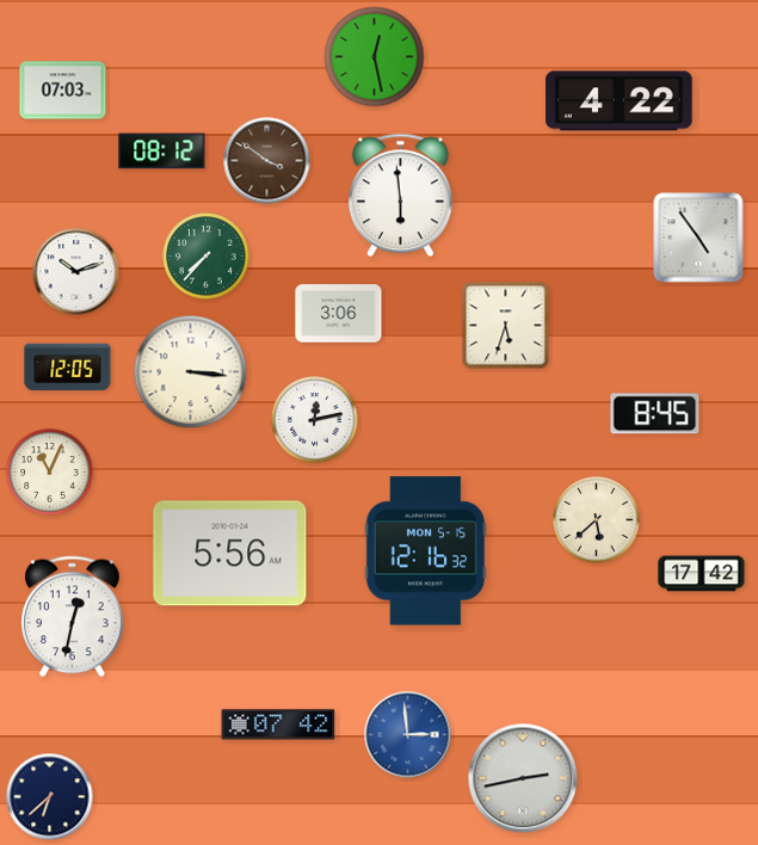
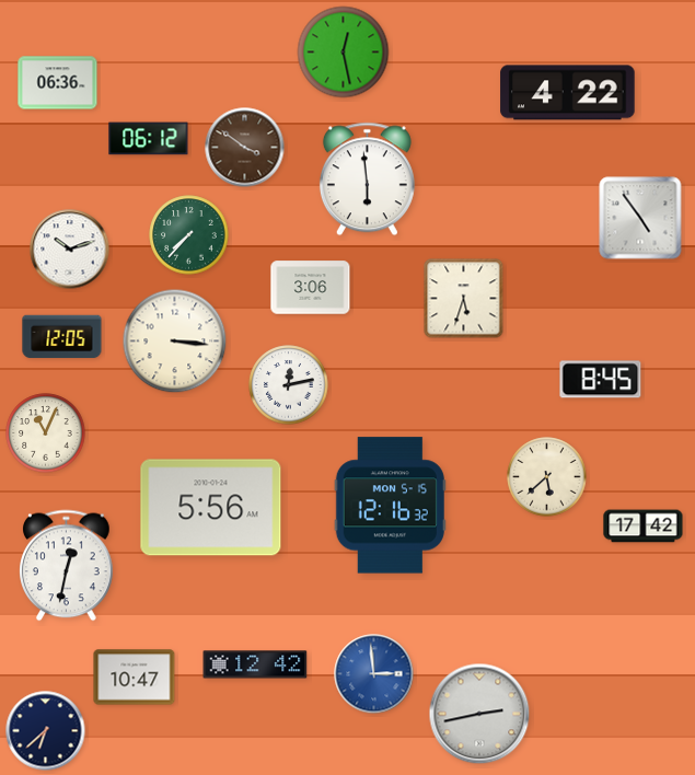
clock at (63, 91): 07:03 -> 06:36
clock at (162, 152): 08:12 -> 06:12
clock at (278, 724): 07:42 -> 12:42
clock at (135, 678): none -> 10:47
